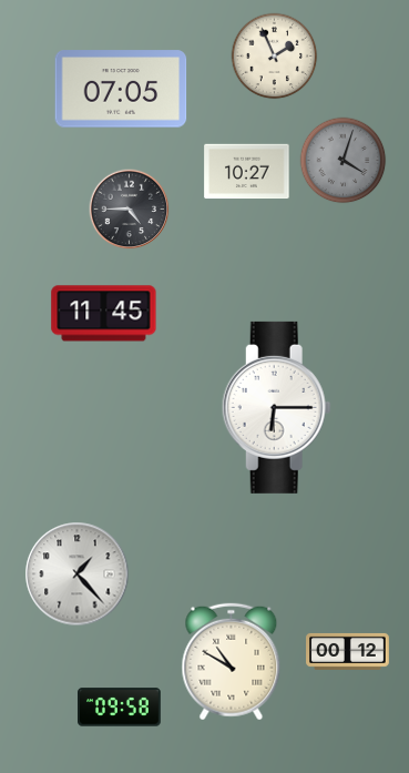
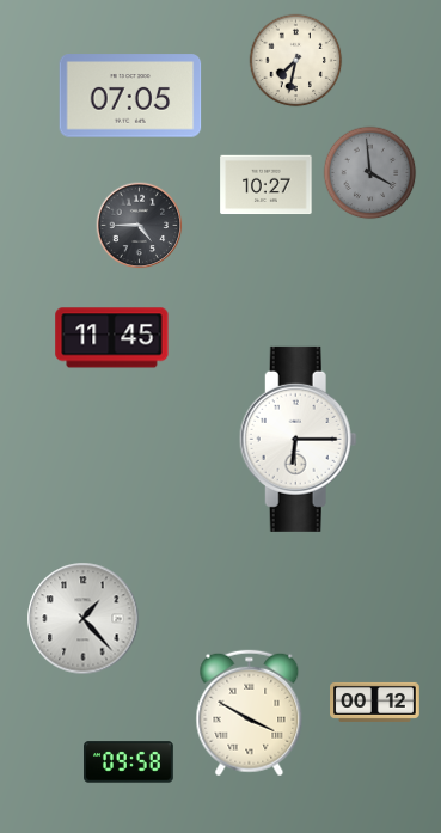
clock at (275, 57): 1:56 -> 7:32
clock at (344, 161): 4:03 -> 3:59
clock at (232, 662): 10:50 -> 3:50
